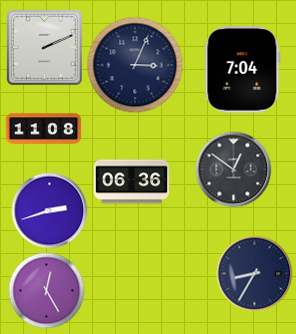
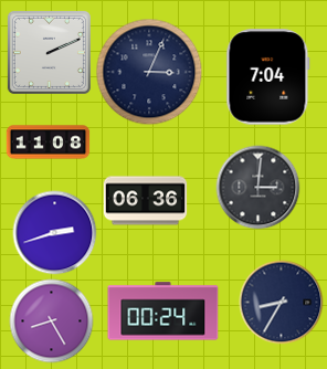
clock at (234, 170): 12:51 -> 3:01
clock at (163, 312): none -> 00:24
clock at (47, 291): 12:25 -> 8:25
